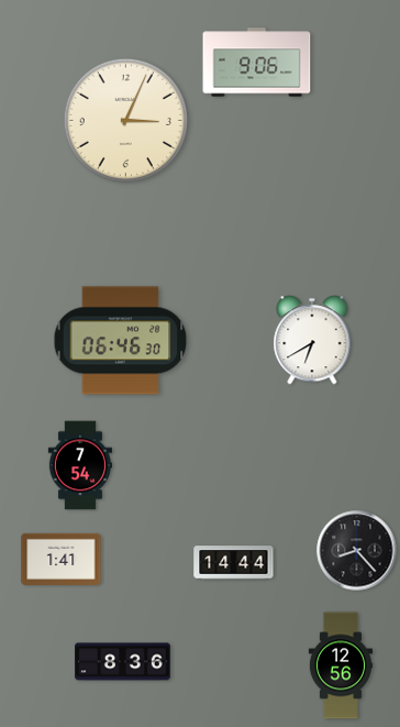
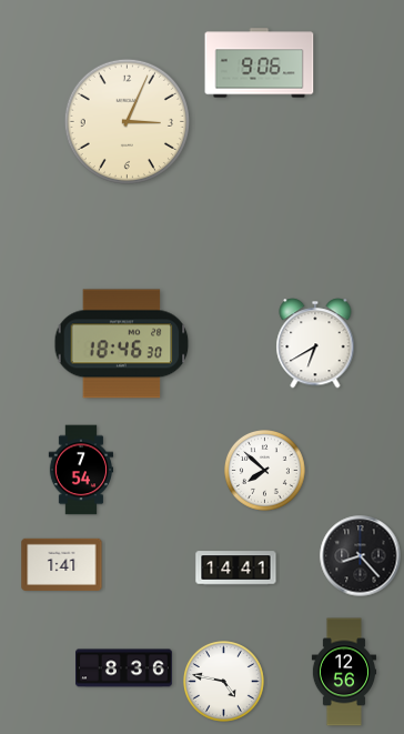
clock at (121, 341): 06:46 -> 18:46
clock at (265, 471): none -> 7:52
clock at (234, 563): 14:44 -> 14:41
clock at (224, 682): none -> 4:47
